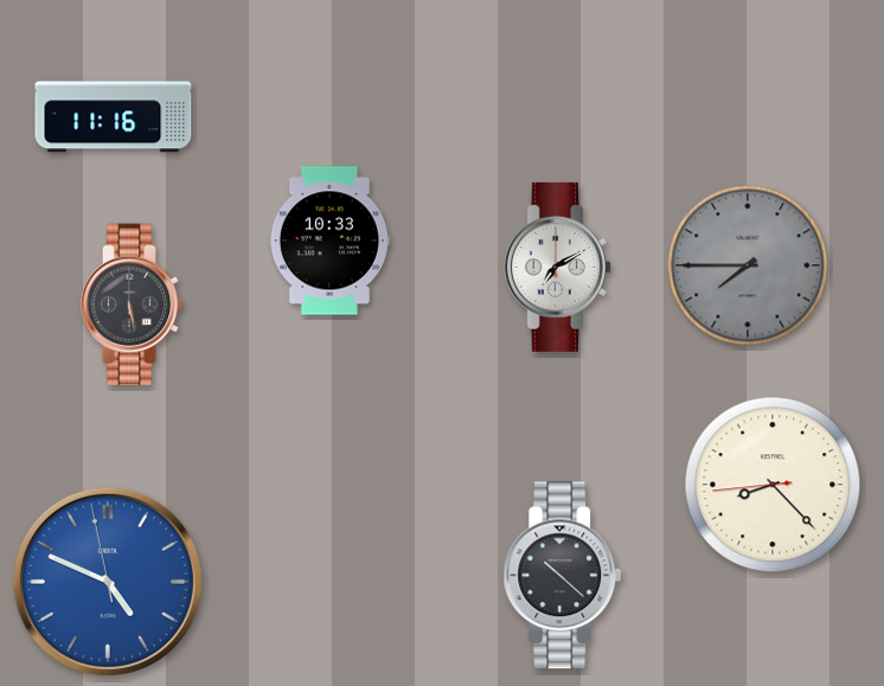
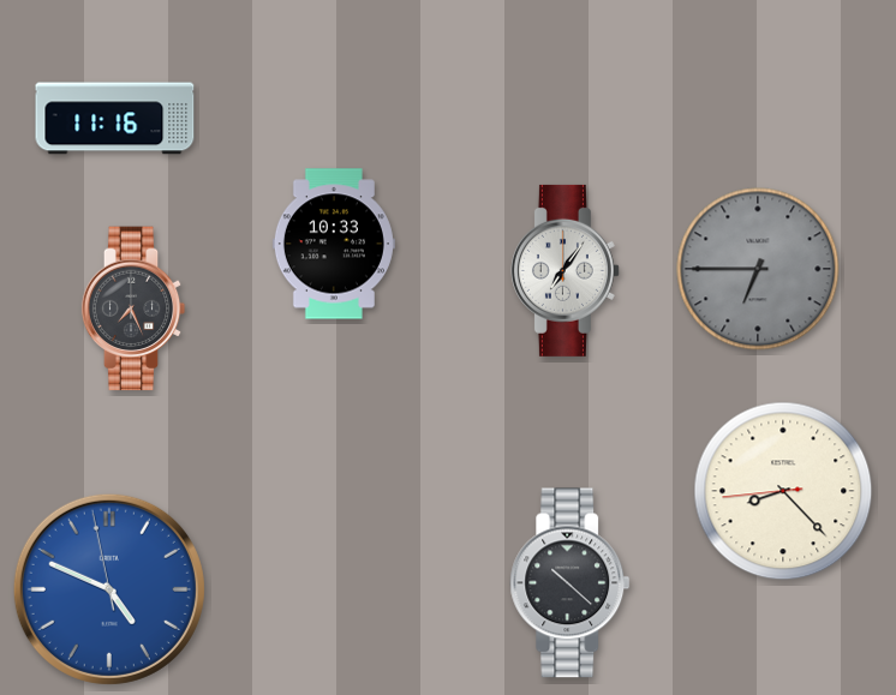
clock at (748, 265): 7:45 -> 6:45
clock at (557, 267): 7:10 -> 7:06
clock at (132, 304): 5:28 -> 7:26
